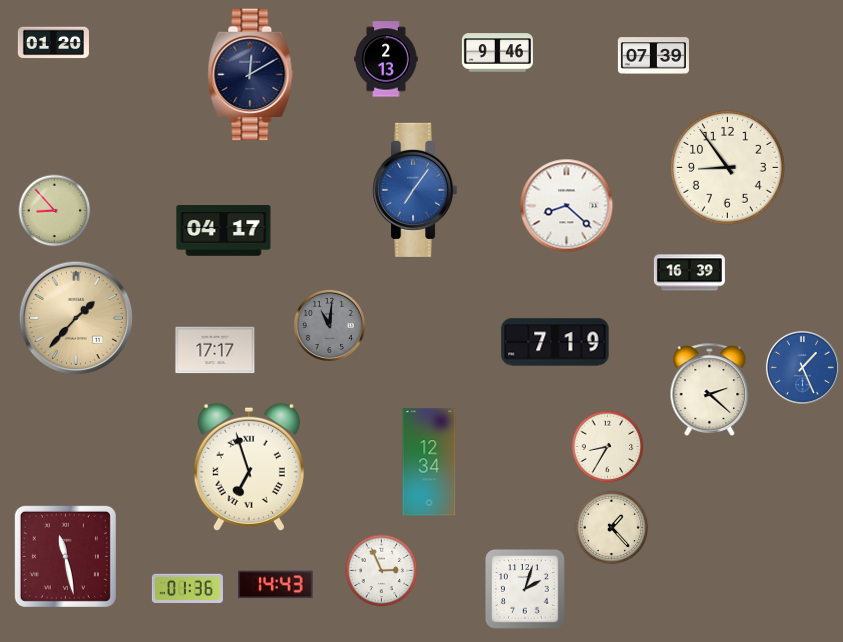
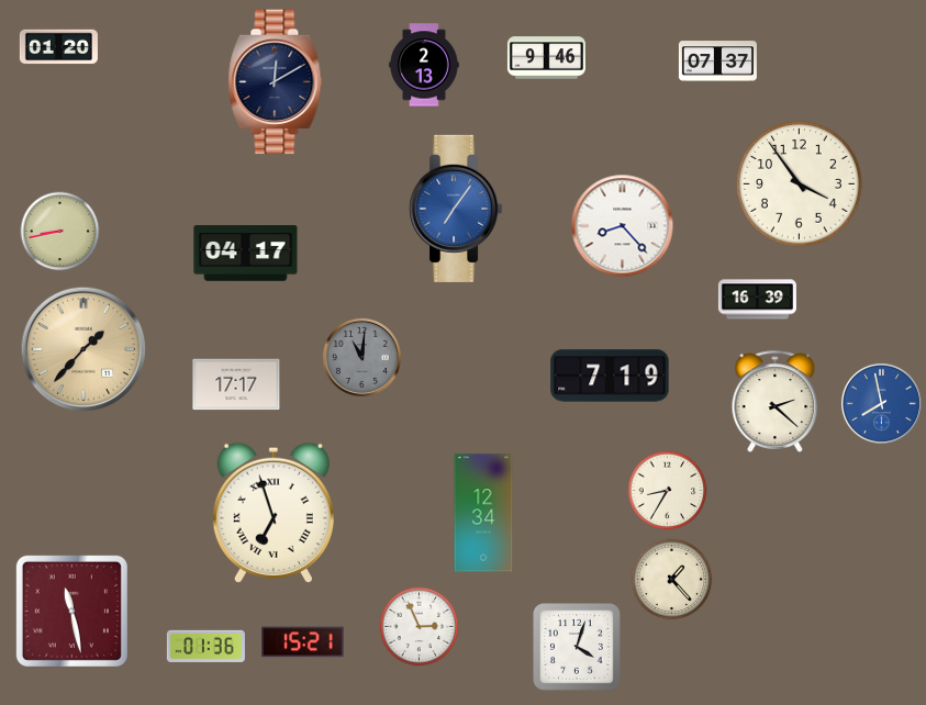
clock at (653, 56): 07:39 -> 07:37
clock at (728, 168): 8:54 -> 3:54
clock at (567, 206): 8:22 -> 8:23
clock at (55, 211): 8:53 -> 8:43
clock at (802, 367): 1:26 -> 7:58
clock at (710, 389) position: (710, 389) -> (776, 401)
clock at (429, 462) position: (429, 462) -> (483, 513)
clock at (276, 585): 14:43 -> 15:21
clock at (526, 590): 2:03 -> 4:03
